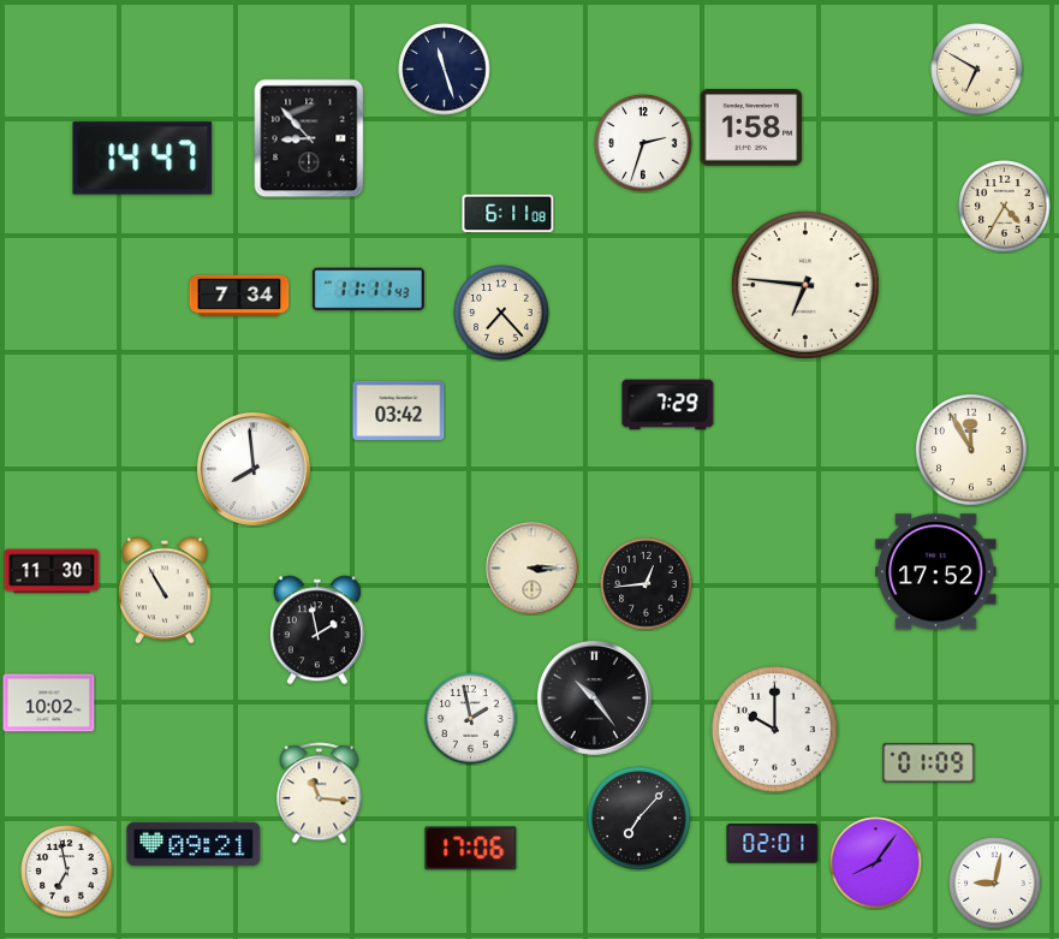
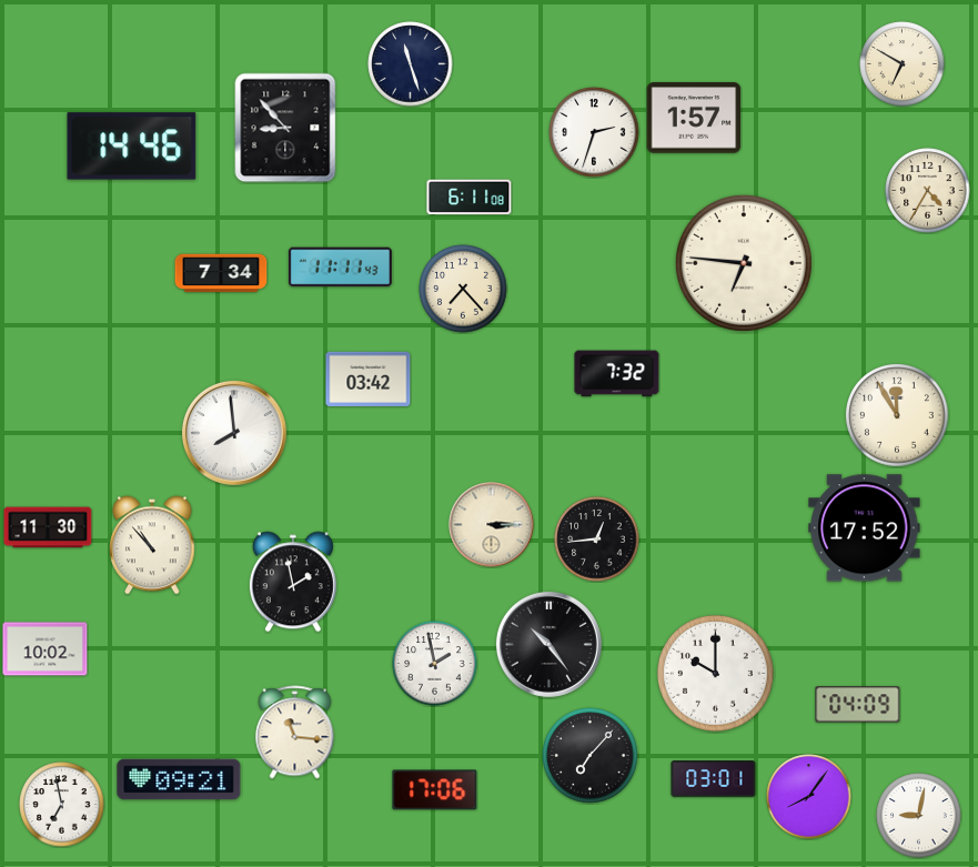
clock at (751, 127): 1:58 -> 1:57
clock at (143, 159): 14:47 -> 14:46
clock at (668, 405): 7:29 -> 7:32
clock at (165, 590): 10:55 -> 10:53
clock at (929, 763): 01:09 -> 04:09
clock at (773, 844): 02:01 -> 03:01
clock at (471, 849) position: (471, 849) -> (435, 790)
